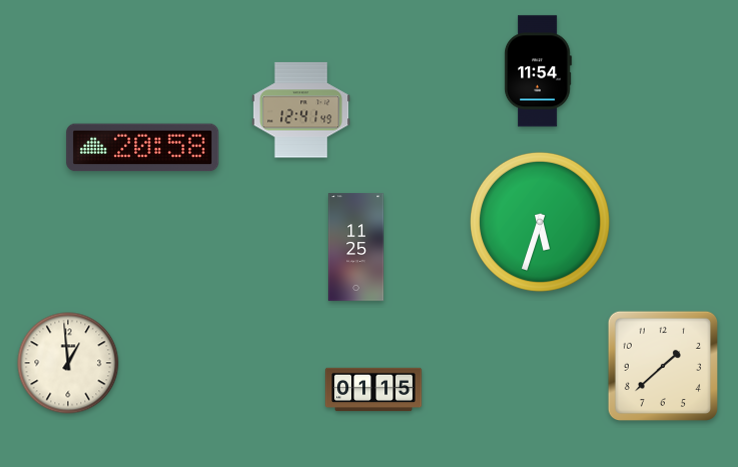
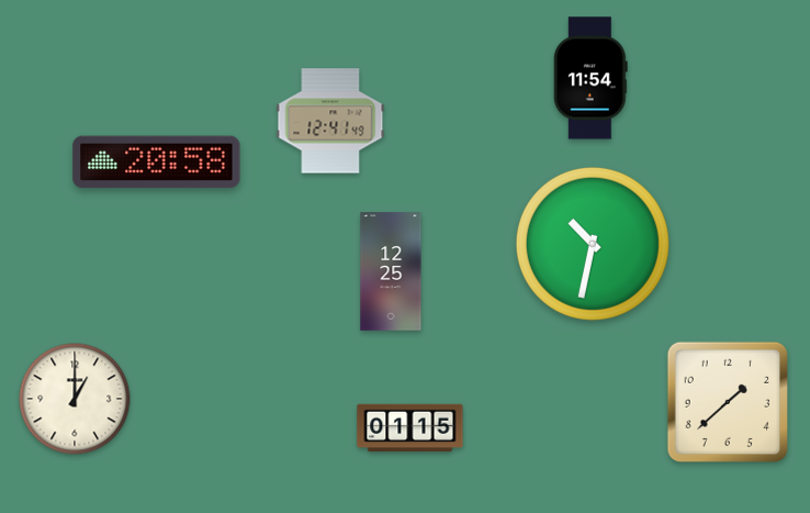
clock at (540, 222): 5:33 -> 10:32
clock at (356, 247): 11:25 -> 12:25
clock at (68, 363): 12:59 -> 1:00
